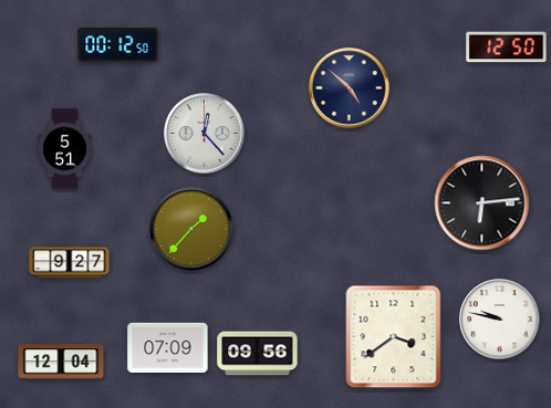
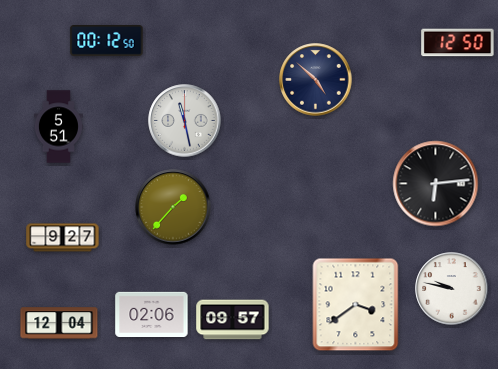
clock at (205, 134): 12:23 -> 11:28
clock at (64, 149) position: (64, 149) -> (58, 127)
clock at (168, 347): 07:09 -> 02:06
clock at (258, 354): 09:56 -> 09:57
clock at (61, 362) position: (61, 362) -> (59, 323)
